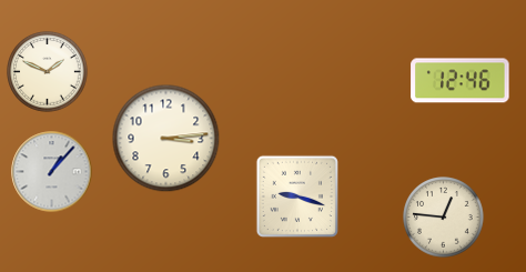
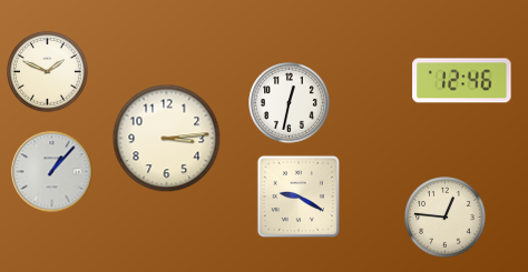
clock at (290, 103): none -> 12:32
clock at (297, 197): 9:18 -> 9:20
